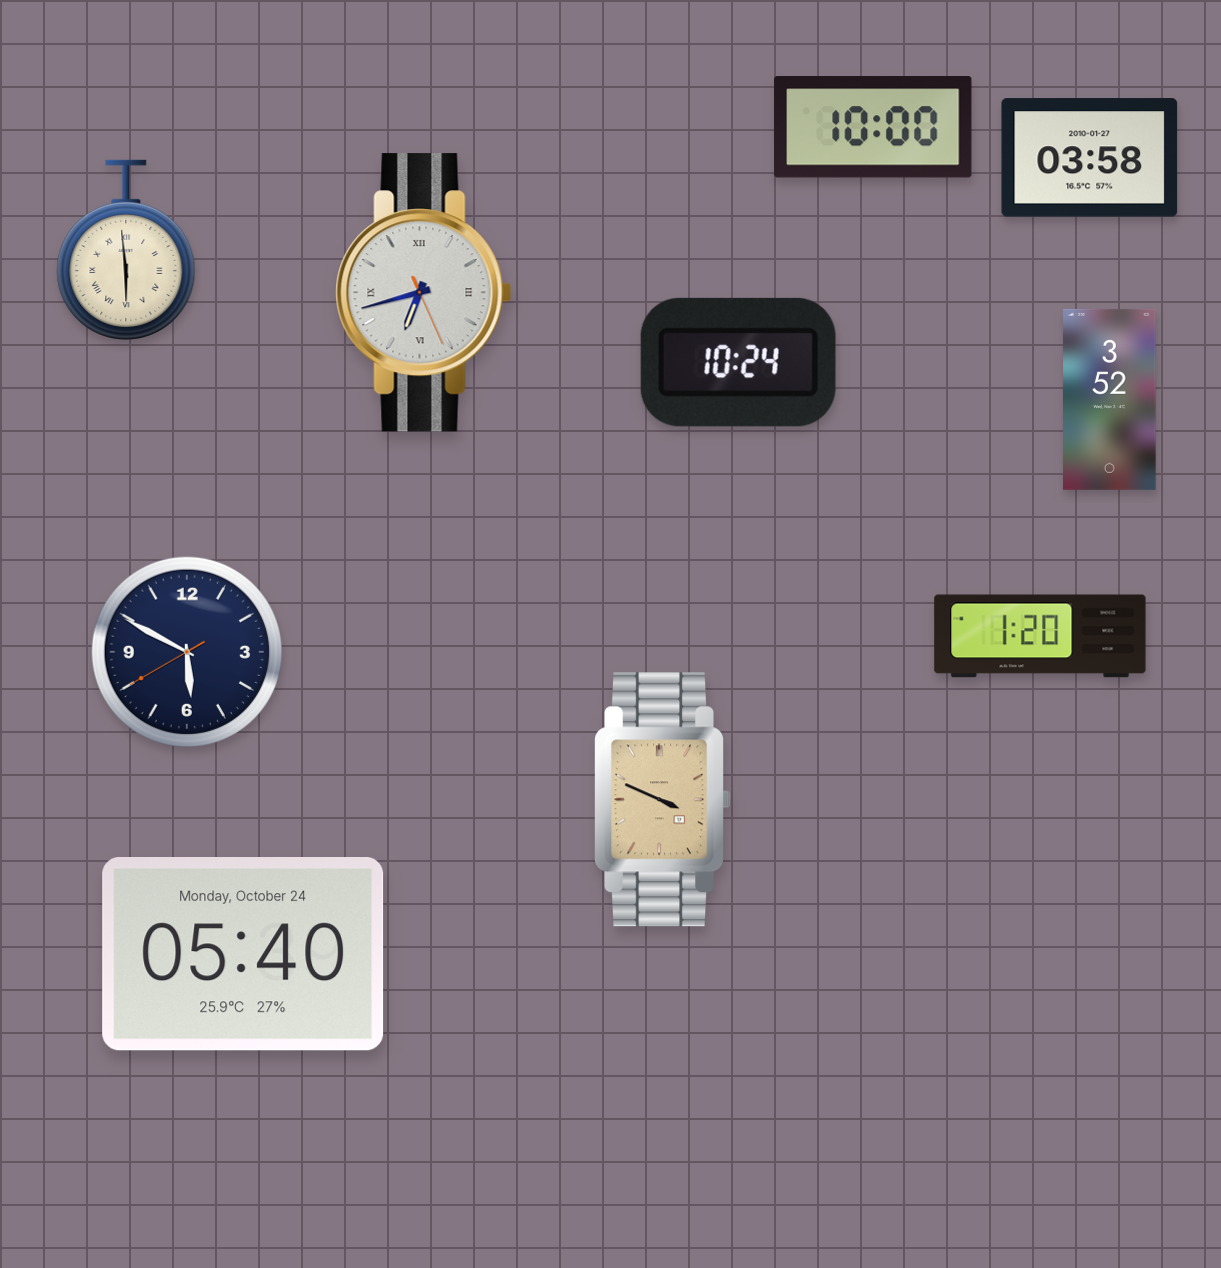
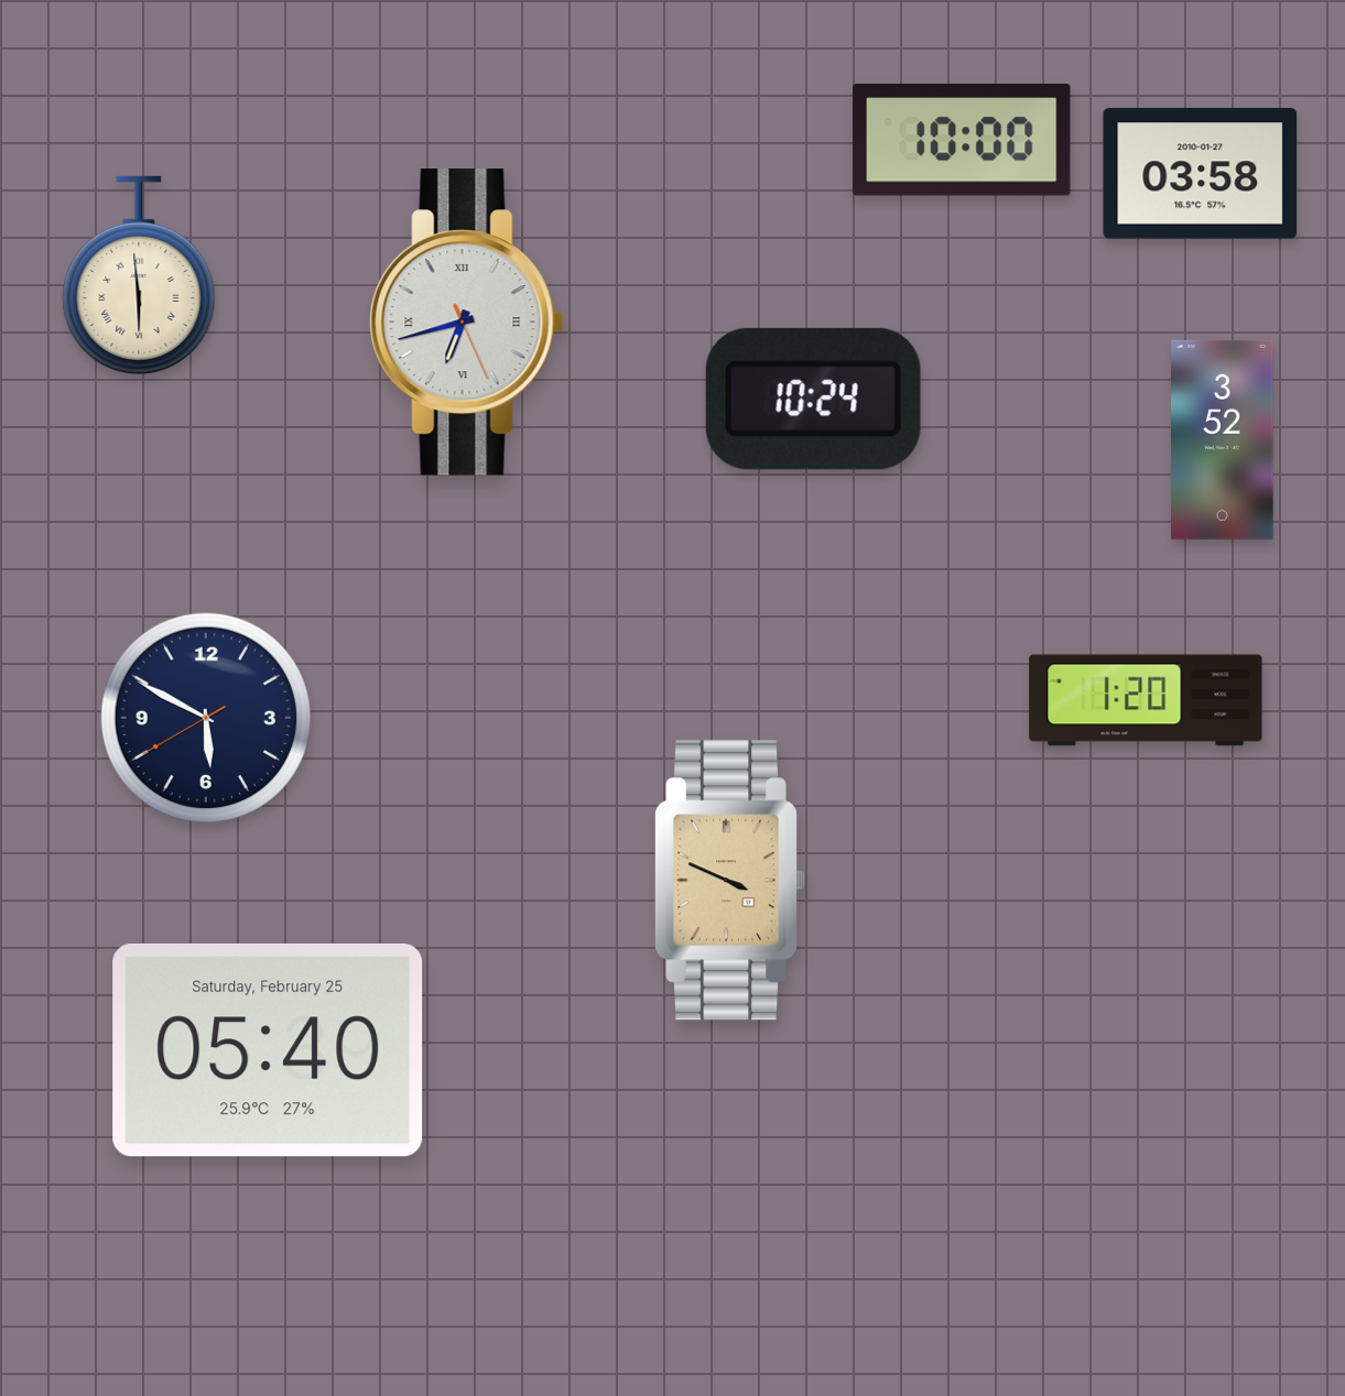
clock at (243, 955) date: Monday, October 24 -> Saturday, February 25
